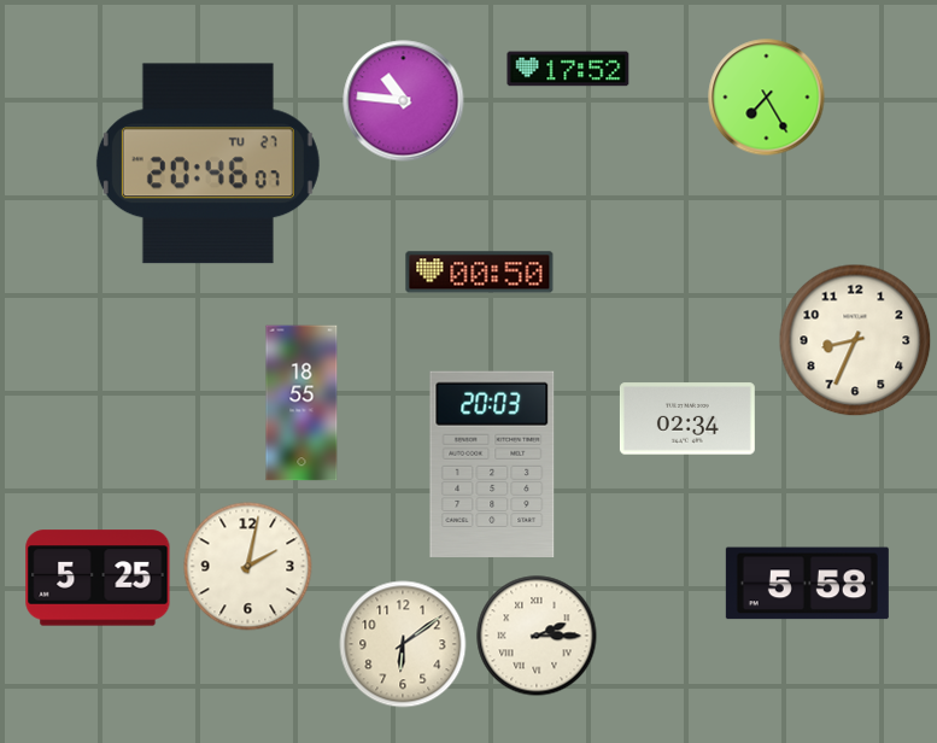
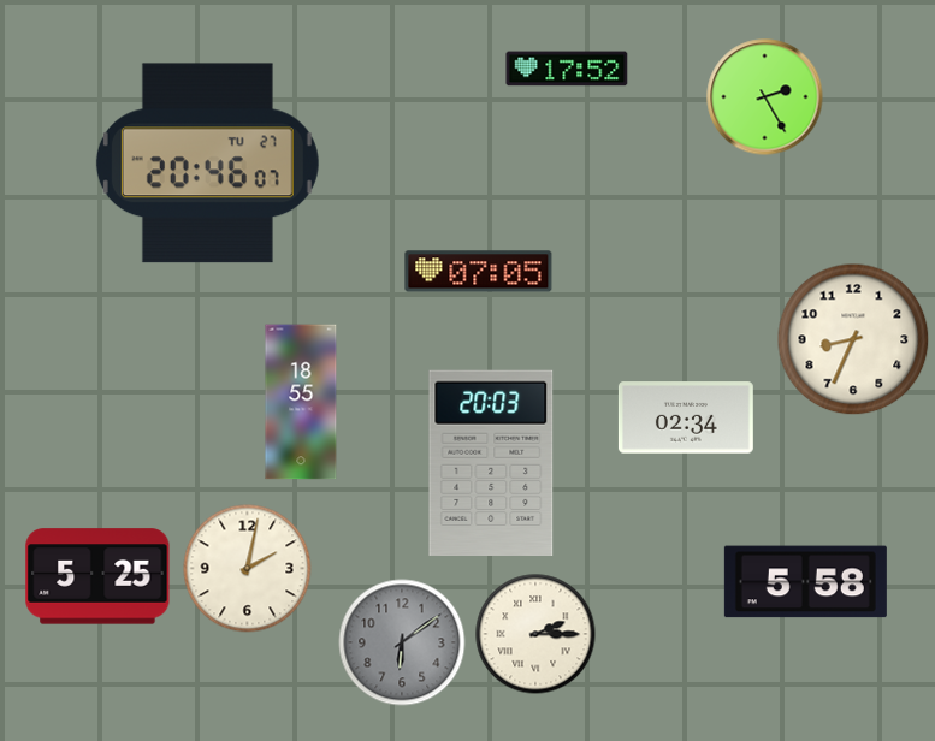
clock at (767, 98): 7:25 -> 2:25
clock at (404, 101): 10:46 -> none
clock at (480, 273): 00:50 -> 07:05
clock at (248, 567) position: (248, 567) -> (248, 569)
clock at (403, 644) dial: cream -> grey
